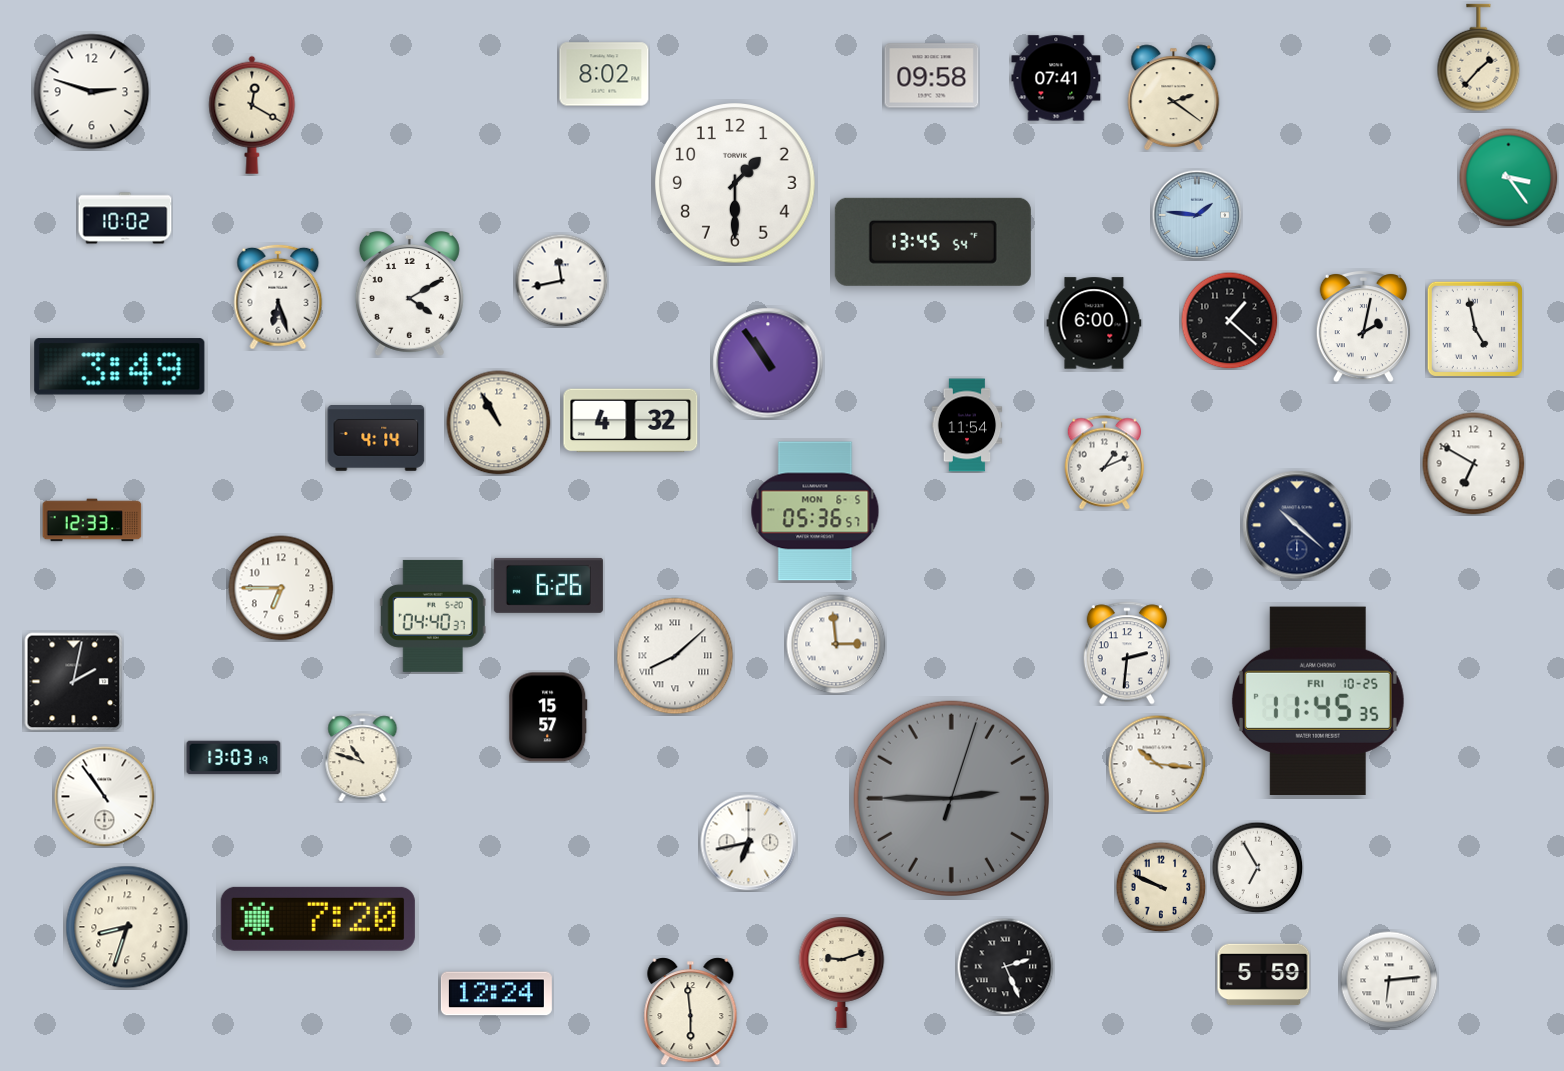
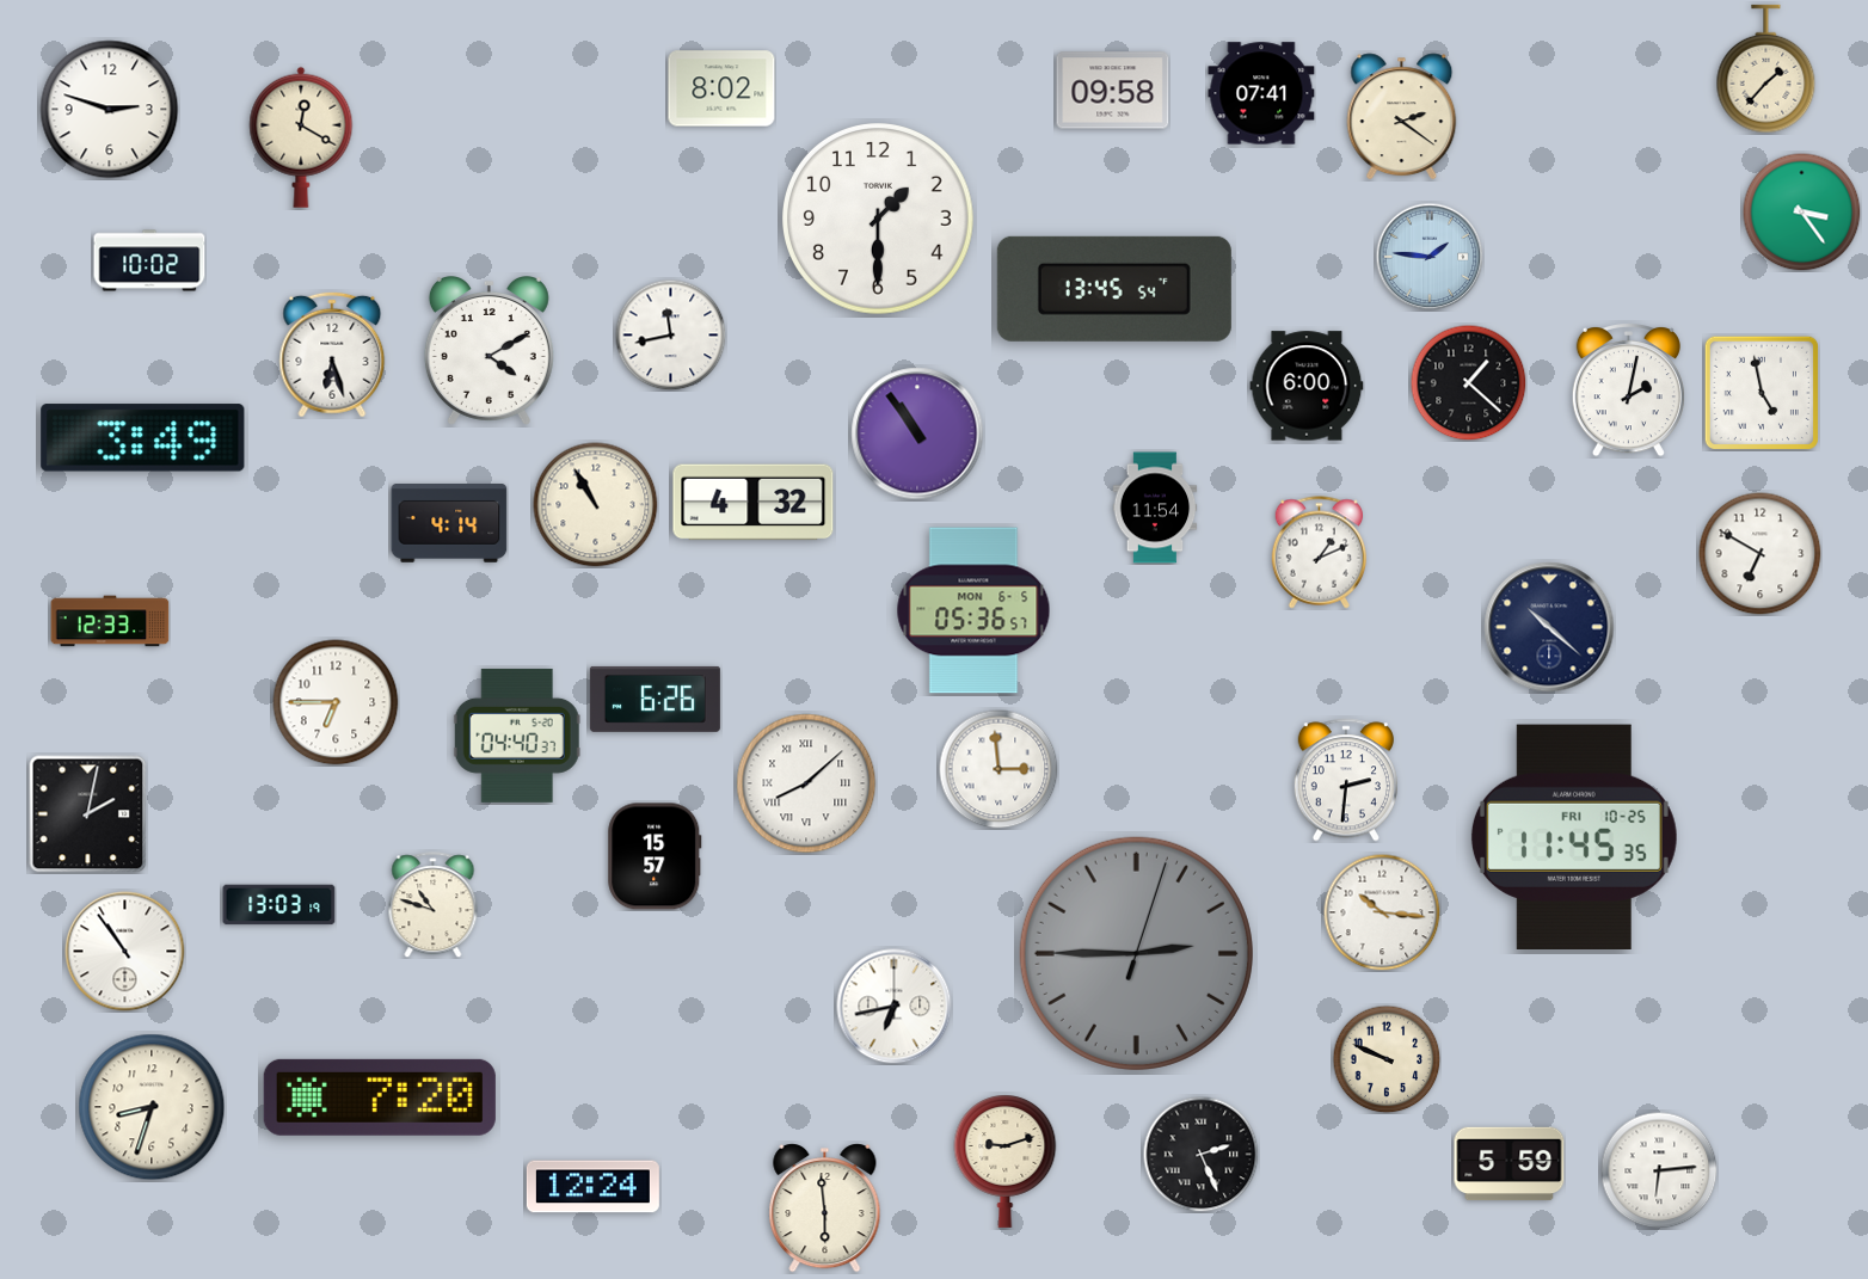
clock at (1257, 867): 6:55 -> none
